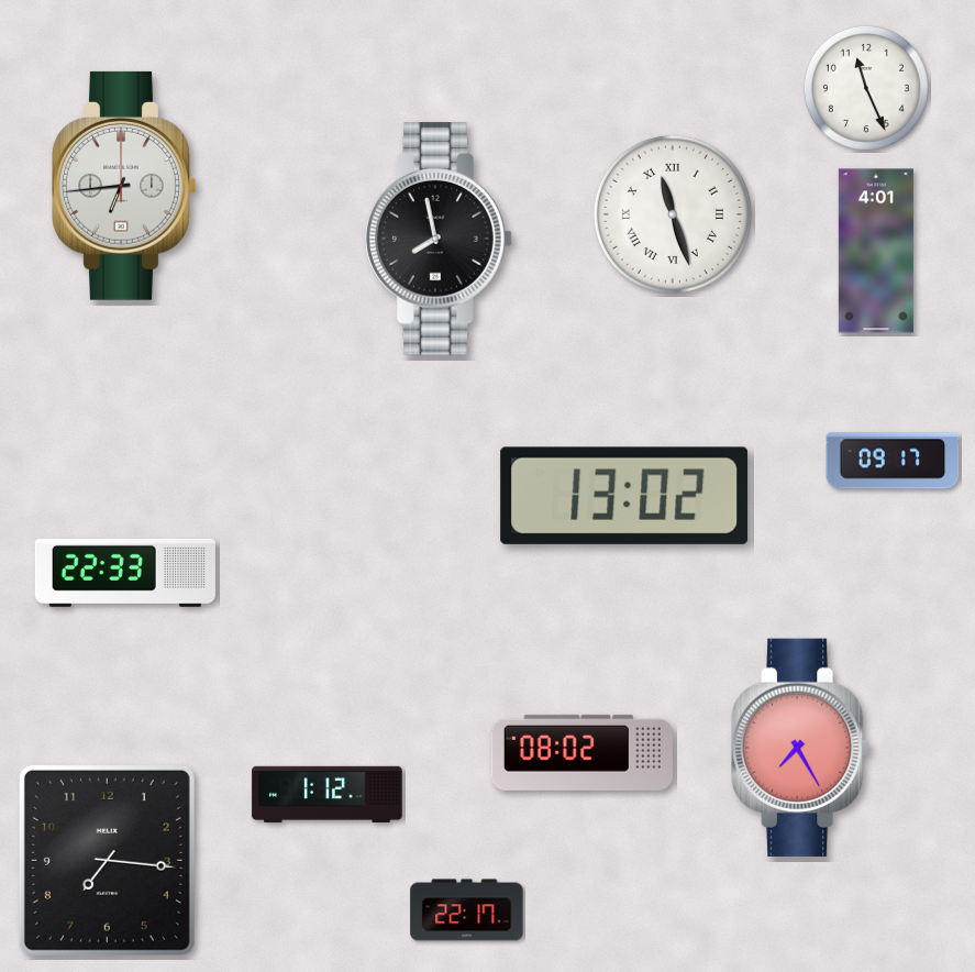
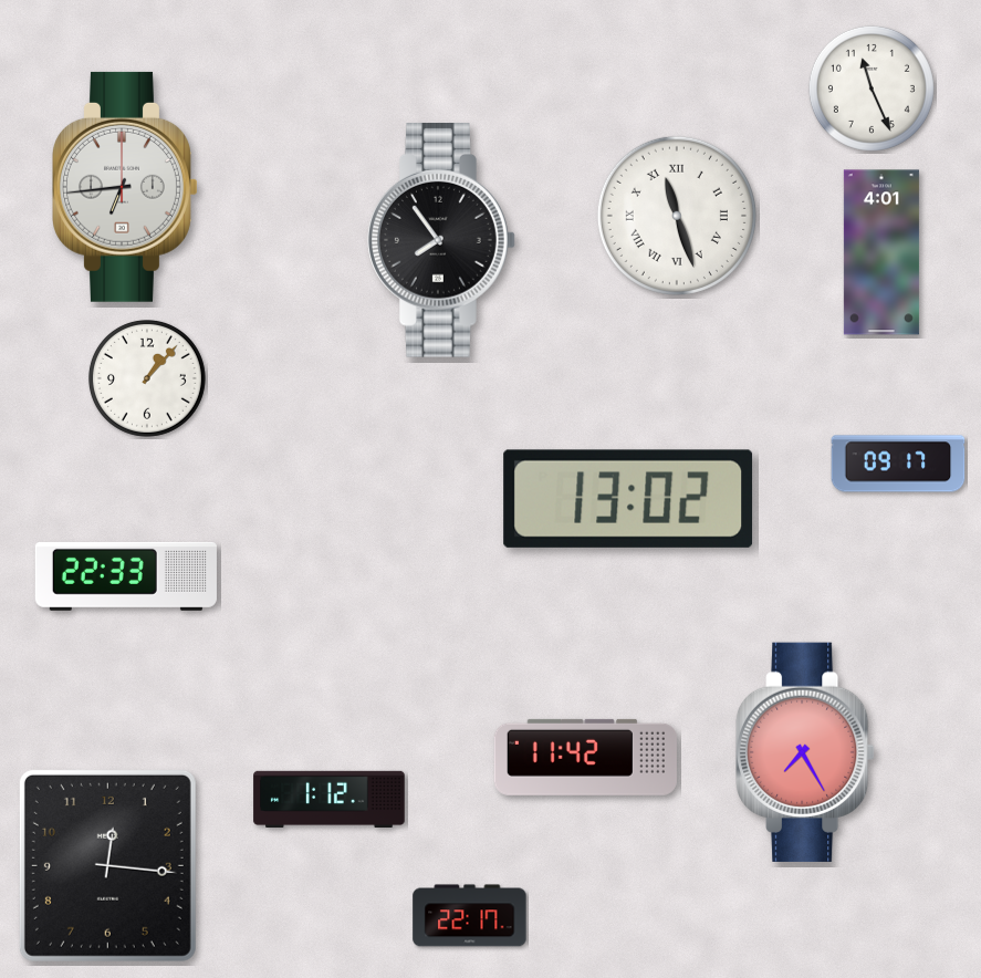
clock at (439, 240): 7:58 -> 7:54
clock at (147, 378): none -> 1:07
clock at (581, 752): 08:02 -> 11:42
clock at (107, 860): 7:16 -> 12:16
